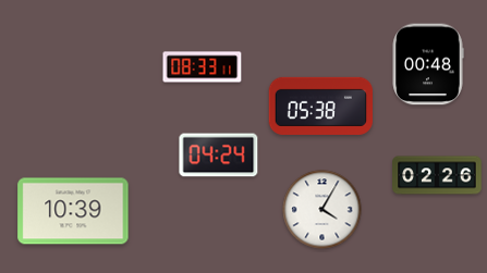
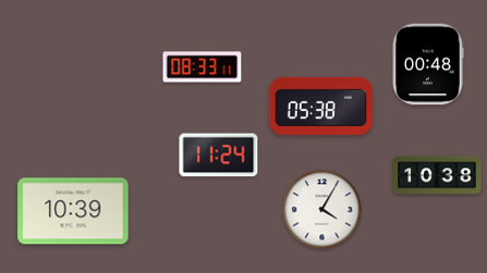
clock at (219, 156): 04:24 -> 11:24
clock at (437, 175): 02:26 -> 10:38
